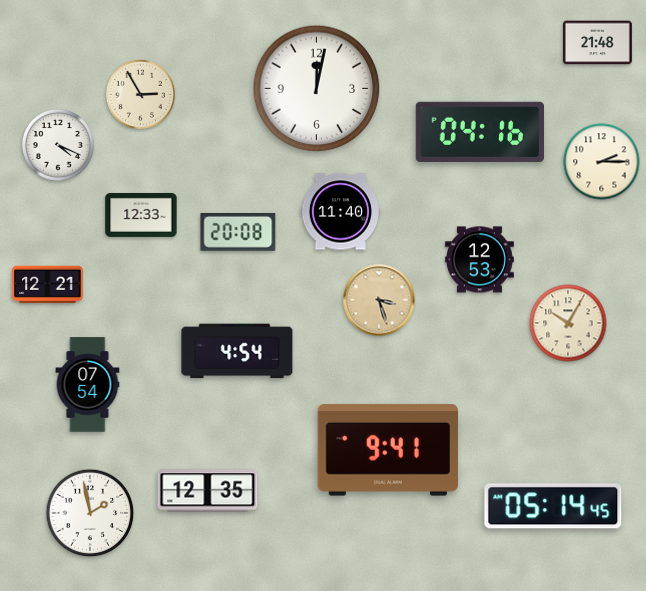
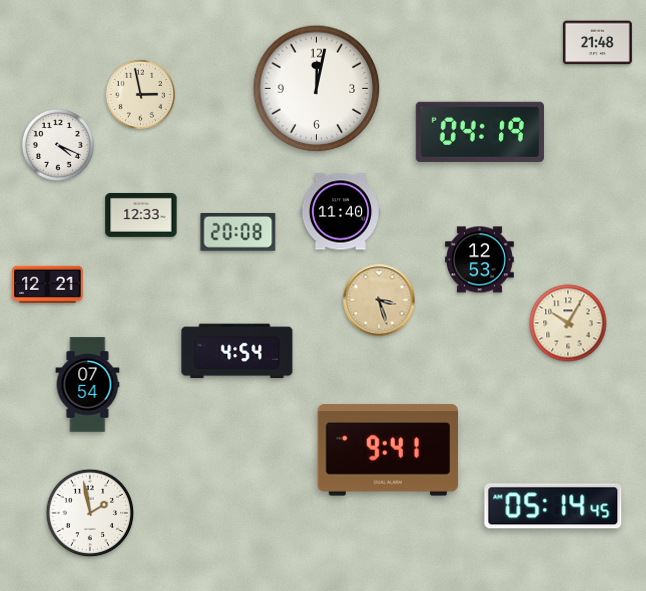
clock at (140, 94): 2:55 -> 2:58
clock at (480, 132): 04:16 -> 04:19
clock at (602, 162): 2:15 -> none
clock at (208, 491): 12:35 -> none
